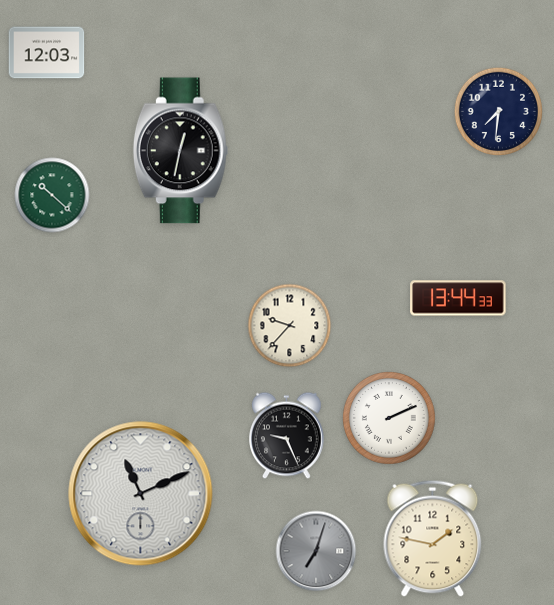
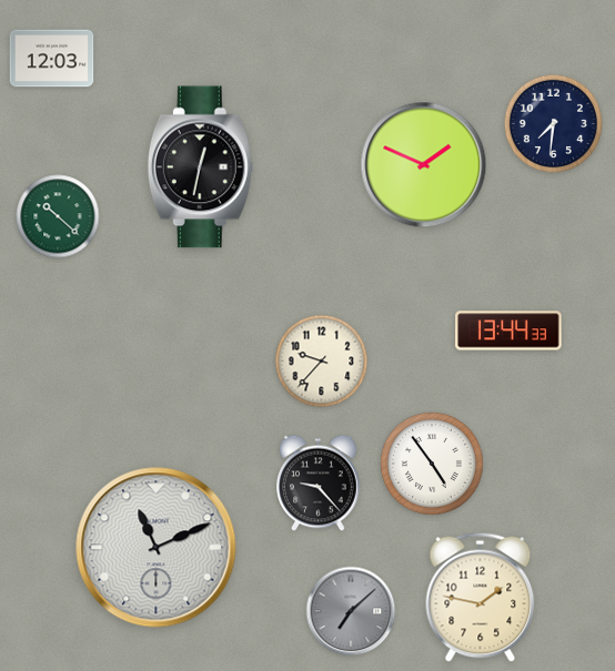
clock at (424, 165): none -> 1:49
clock at (389, 418): 2:11 -> 4:54
clock at (287, 436): 9:26 -> 9:23
clock at (316, 551): 7:03 -> 7:08
